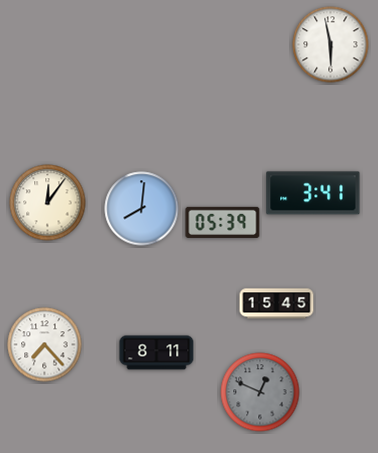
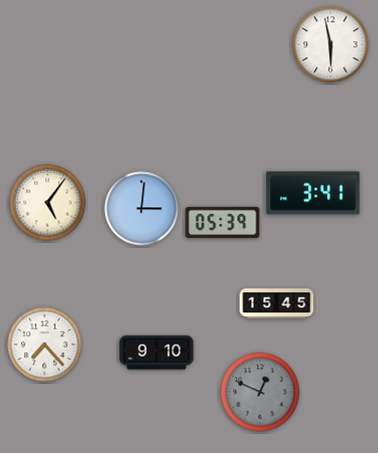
clock at (48, 203): 12:06 -> 5:06
clock at (142, 209): 8:01 -> 3:01
clock at (157, 353): 8:11 -> 9:10
